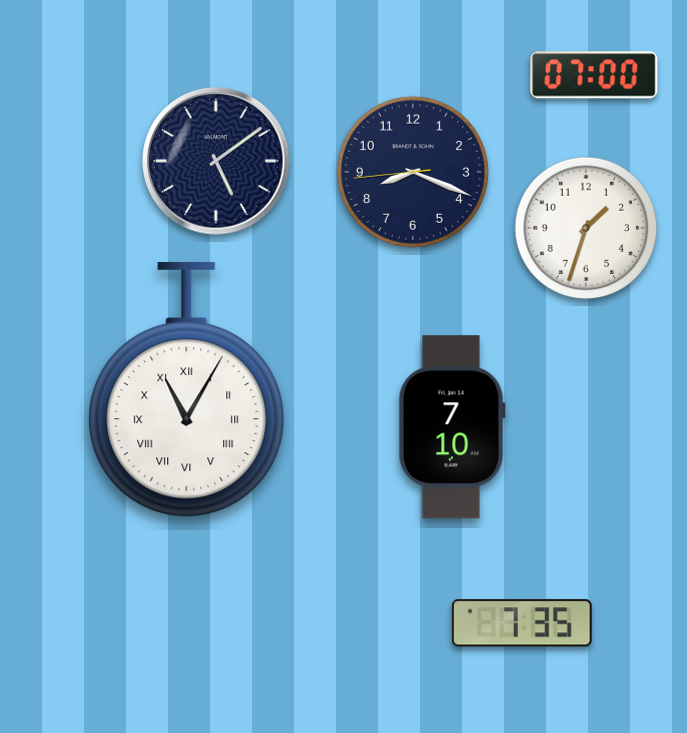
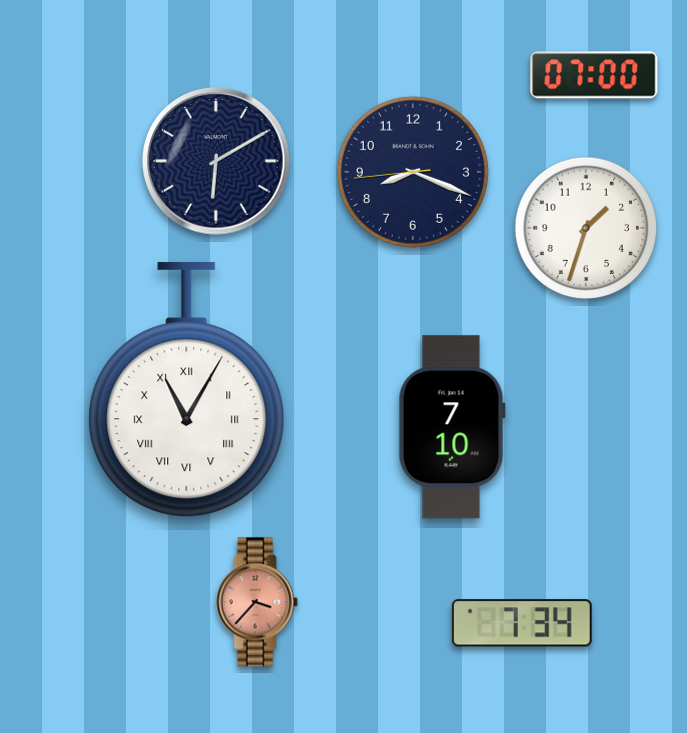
clock at (216, 161): 5:09 -> 6:10
clock at (257, 602): none -> 3:37
clock at (522, 623): 7:35 -> 7:34
